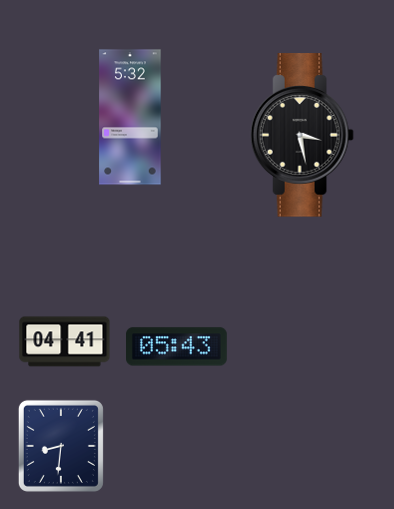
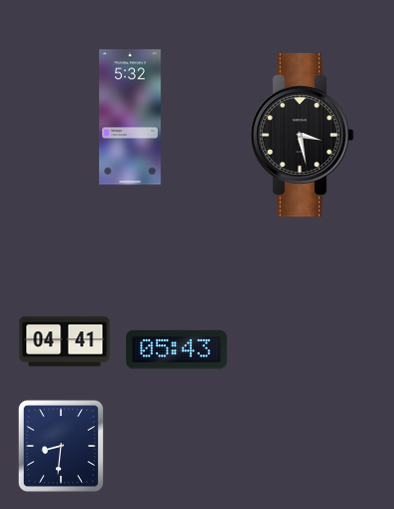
clock at (177, 347) position: (177, 347) -> (177, 350)
